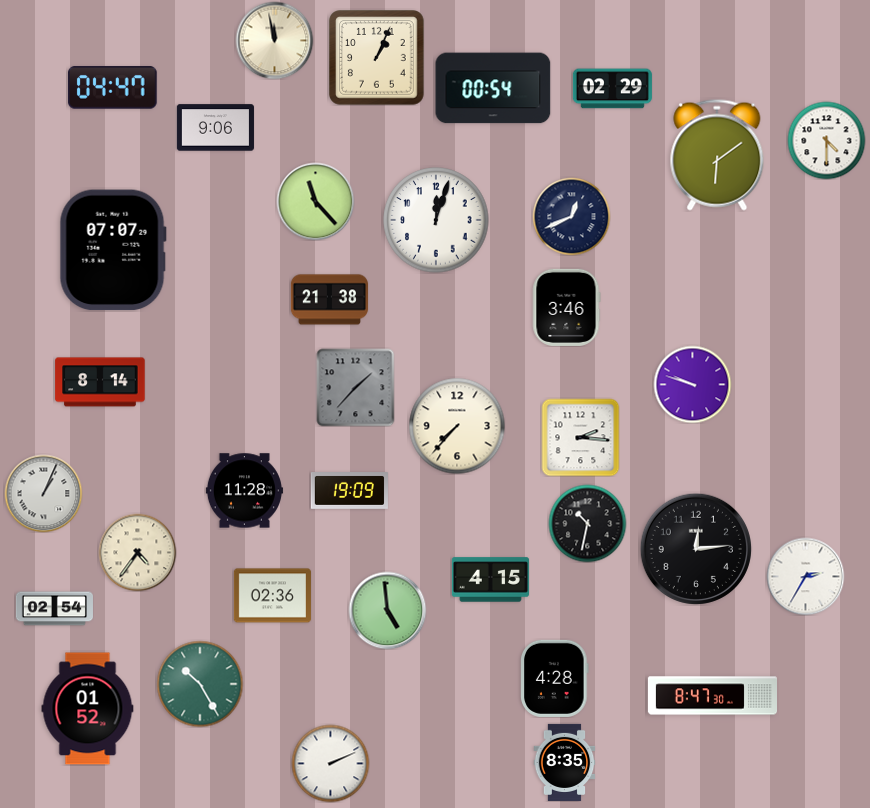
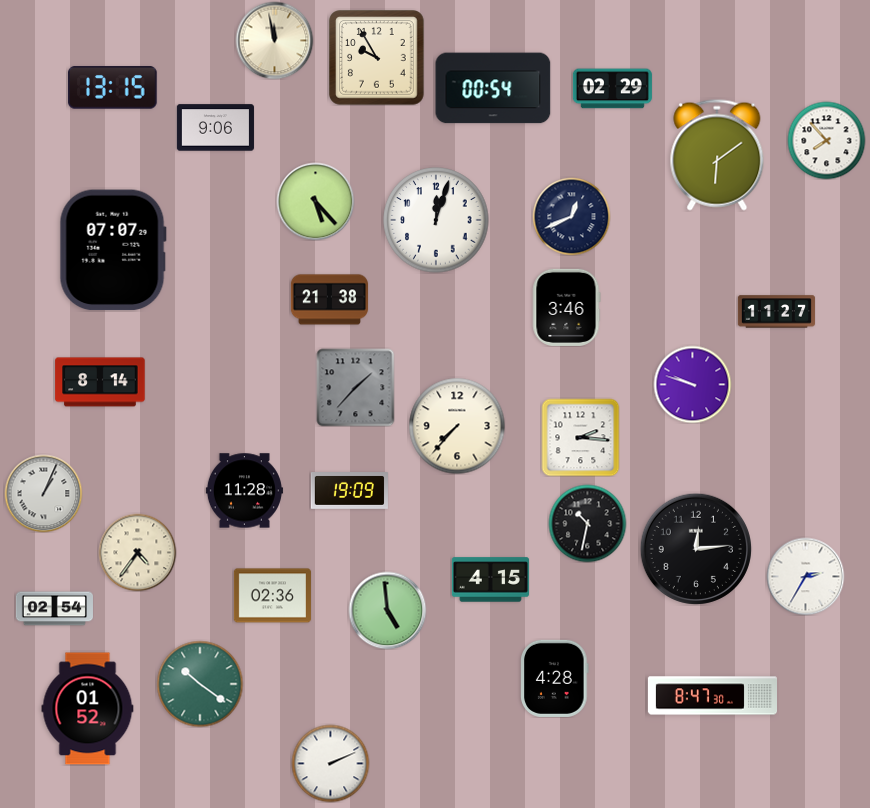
clock at (377, 58): 1:04 -> 9:55
clock at (113, 88): 04:47 -> 13:15
clock at (826, 140): 4:30 -> 7:53
clock at (315, 201): 11:23 -> 5:23
clock at (776, 312): none -> 11:27
clock at (200, 684): 10:25 -> 10:21
clock at (565, 762): 8:35 -> none
